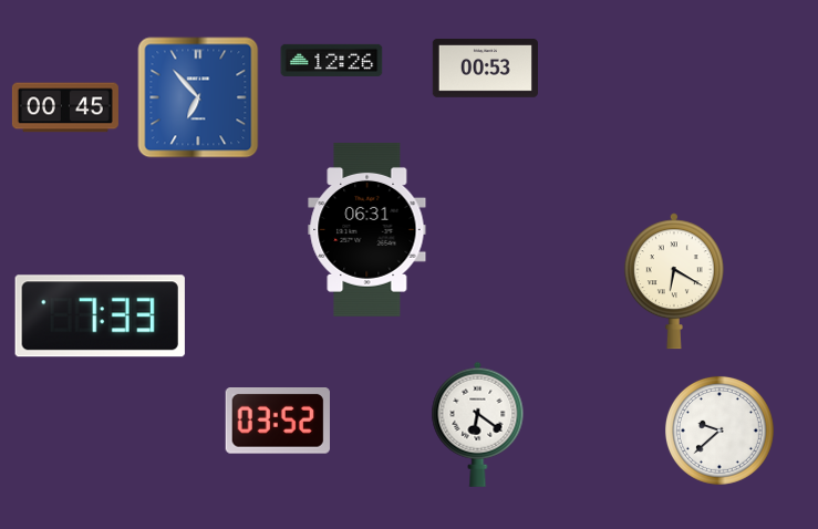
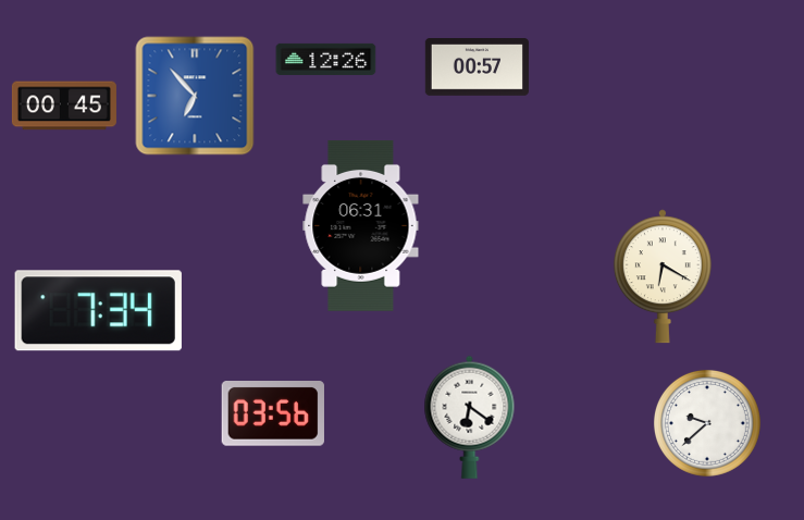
clock at (485, 69): 00:53 -> 00:57
clock at (100, 317): 7:33 -> 7:34
clock at (278, 422): 03:52 -> 03:56
